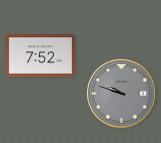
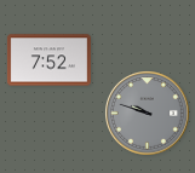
clock at (40, 56) position: (40, 56) -> (48, 60)
